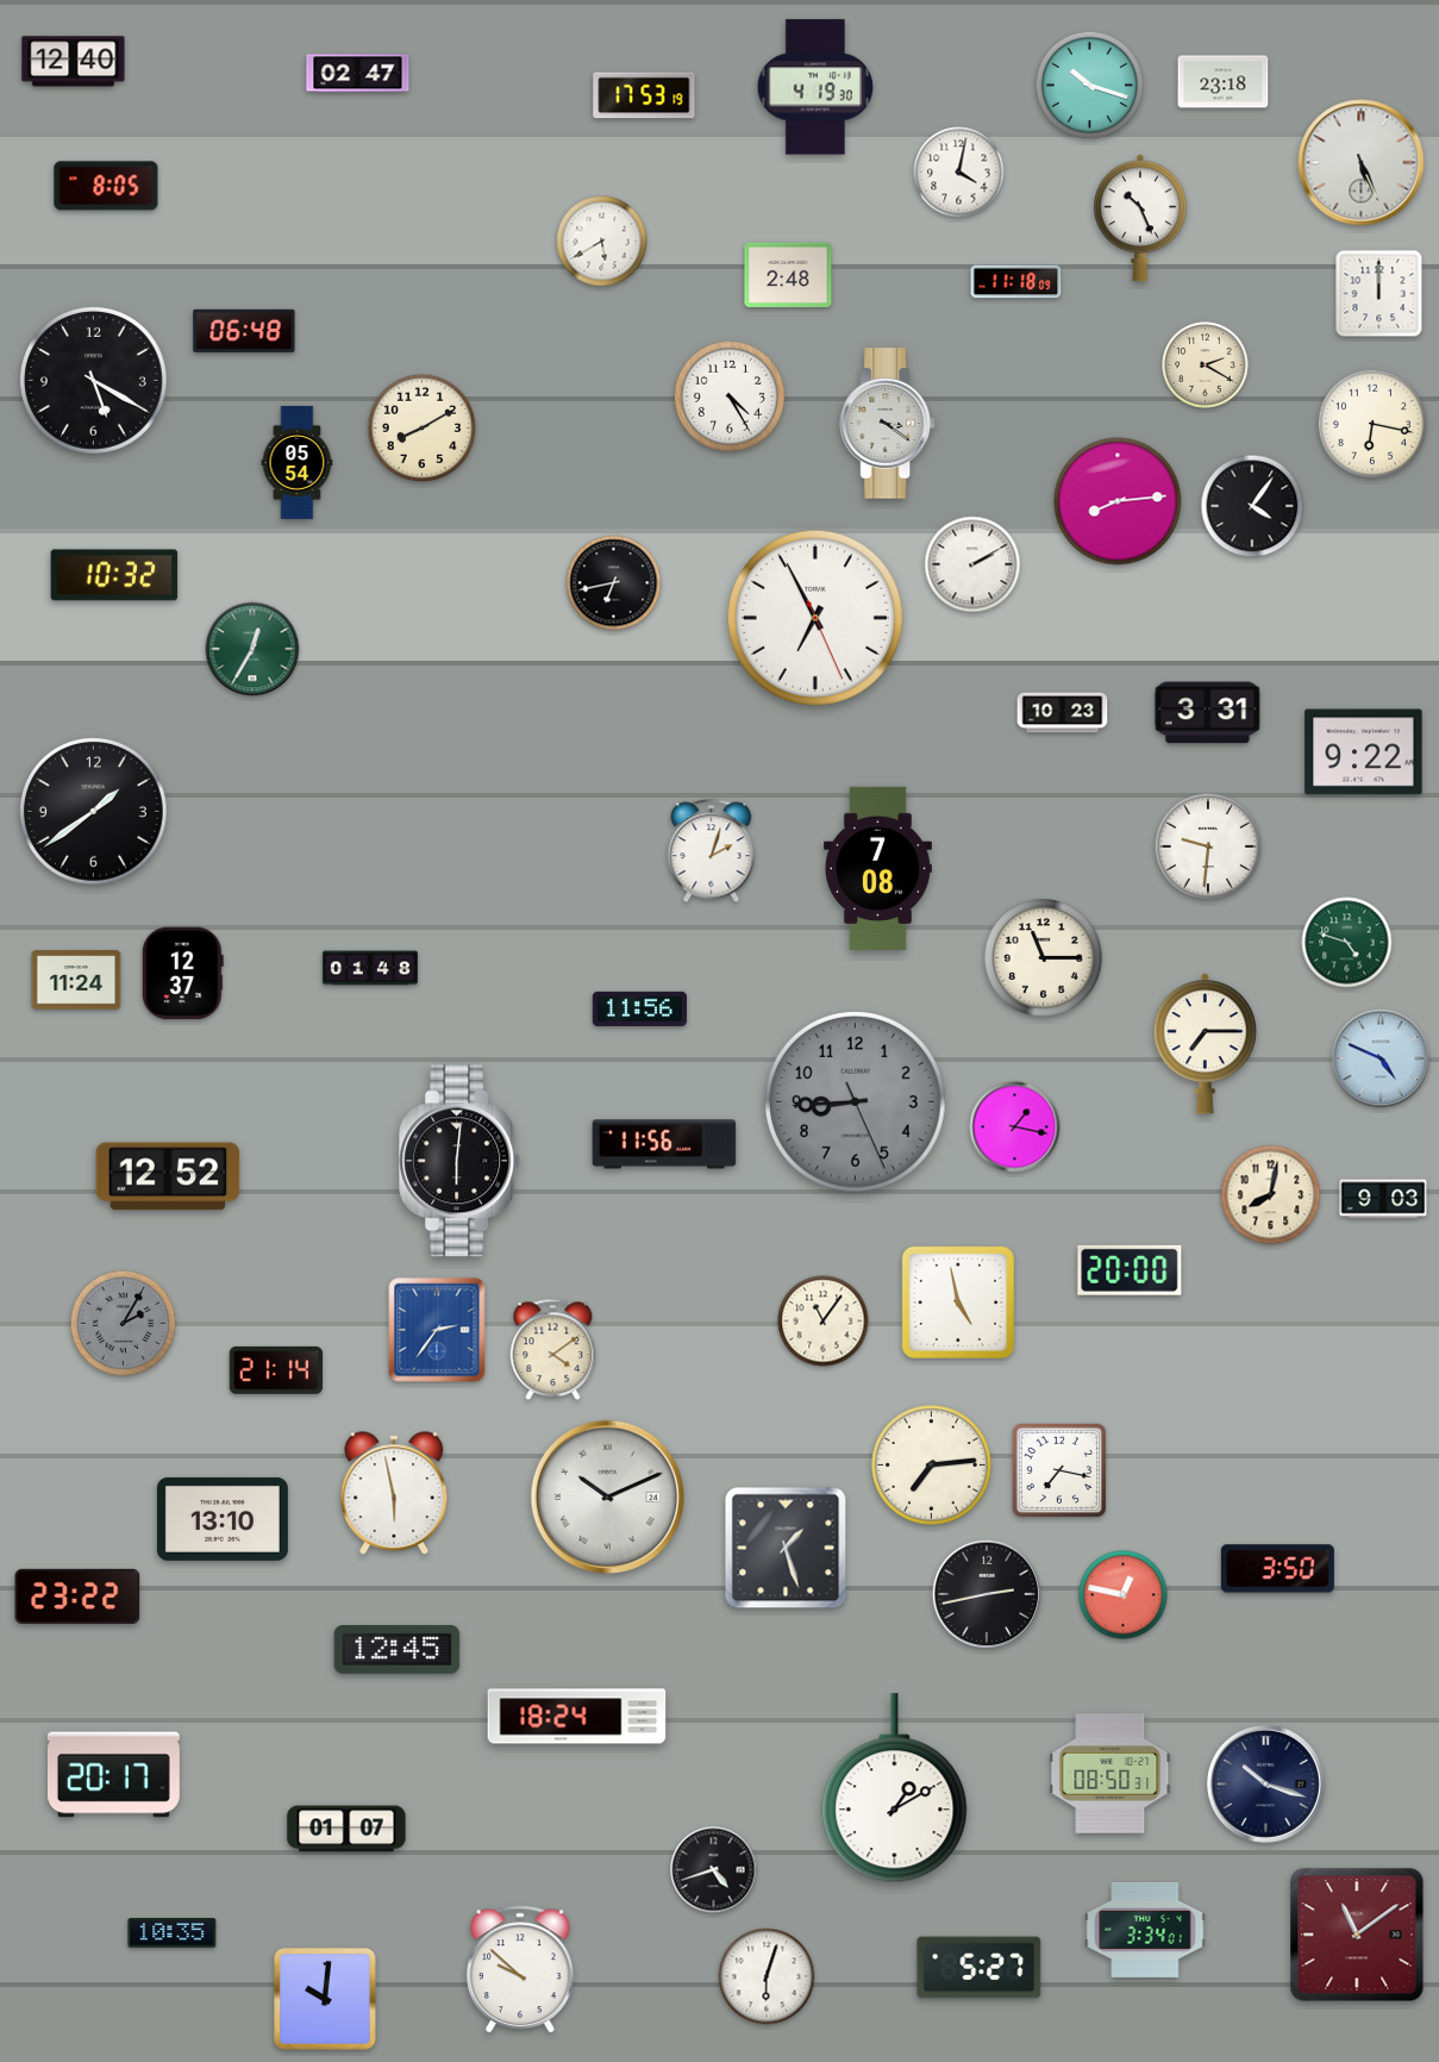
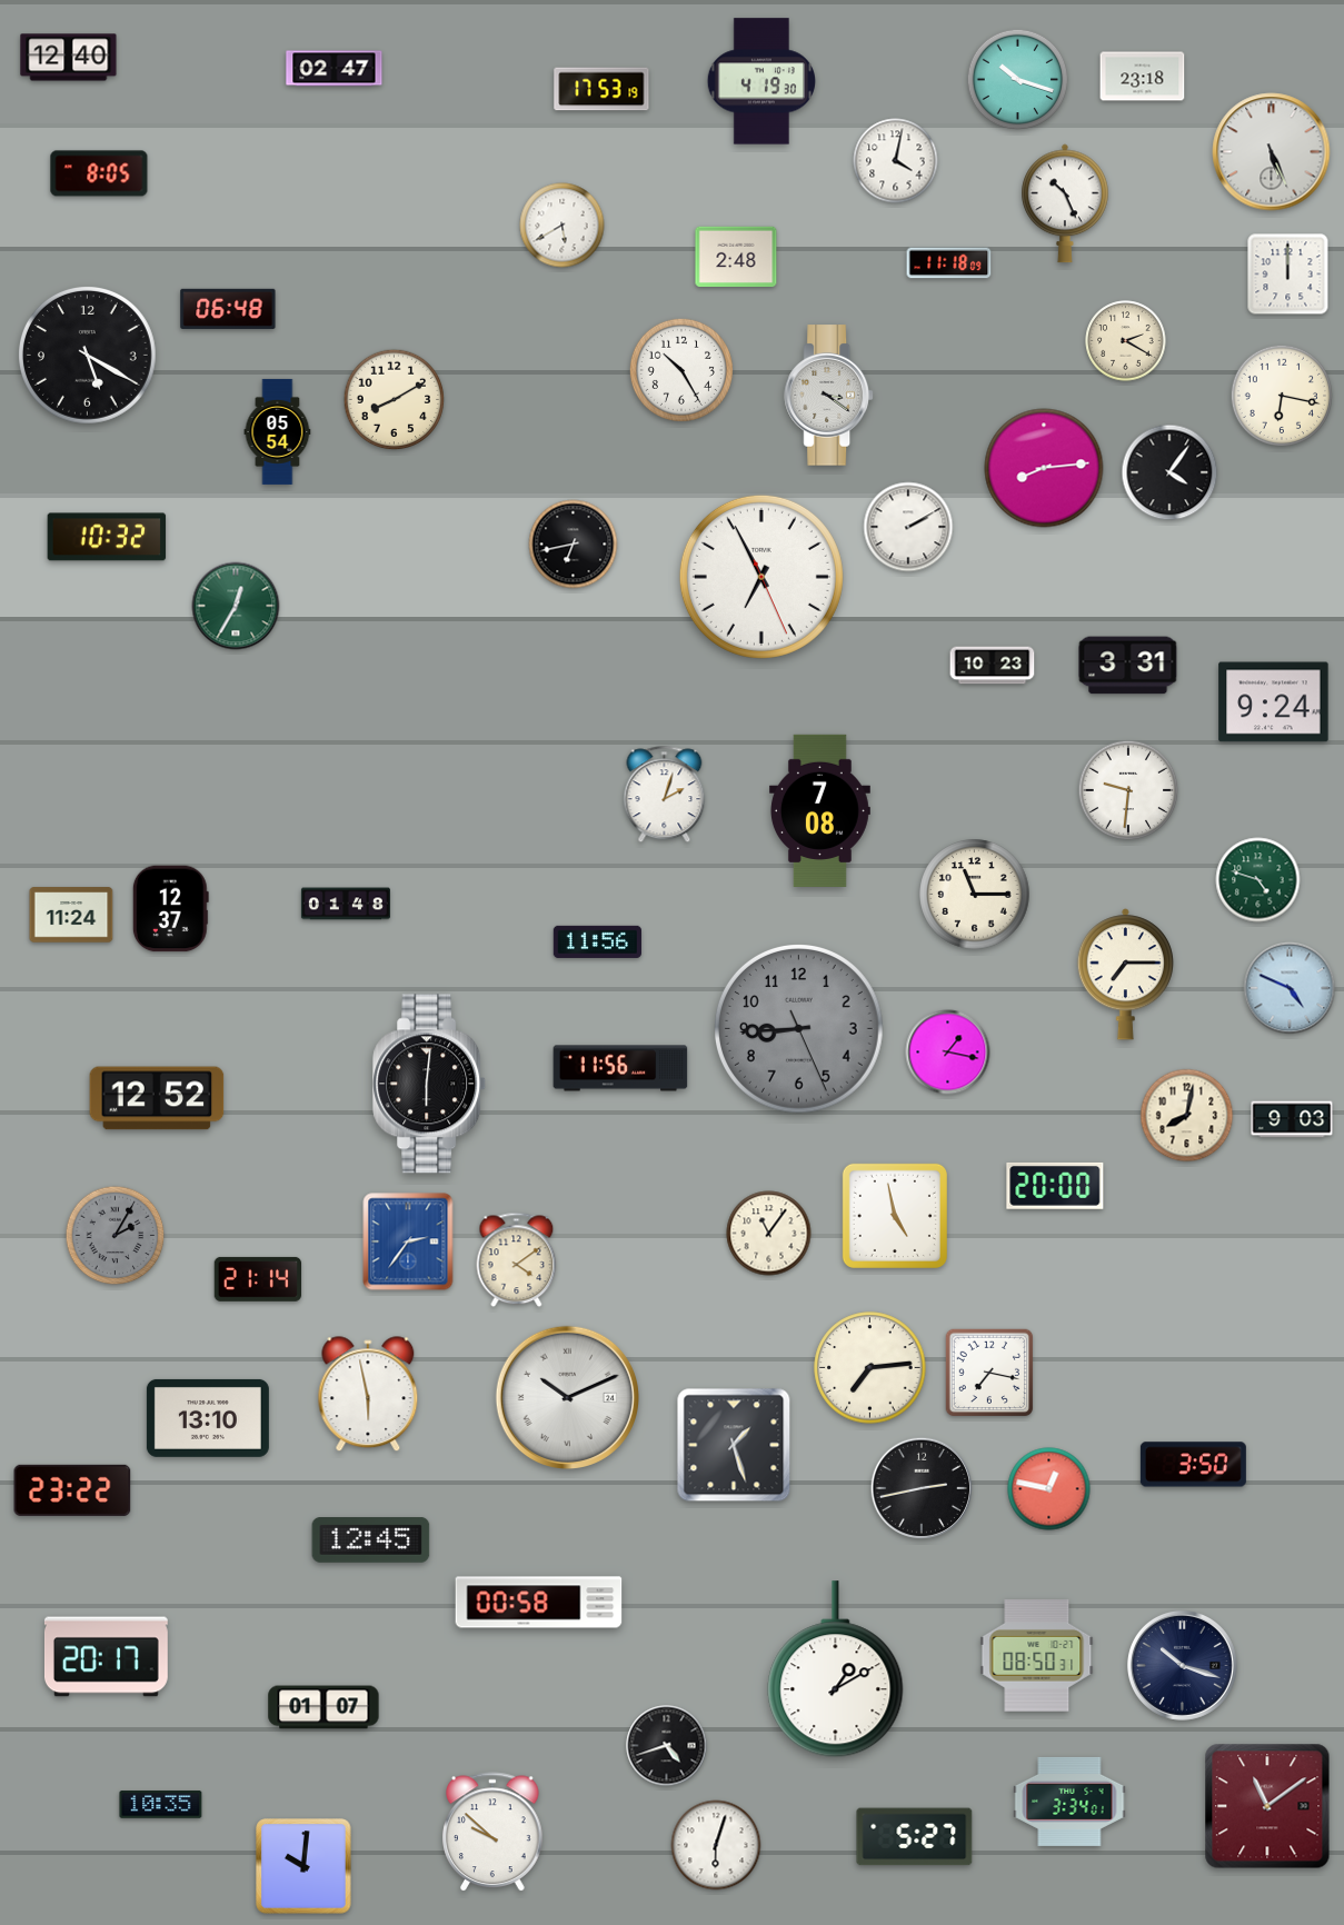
clock at (730, 396): 4:25 -> 10:25
clock at (1364, 752): 9:22 -> 9:24
clock at (93, 811): 1:39 -> none
clock at (577, 1717): 18:24 -> 00:58
clock at (520, 1970) position: (520, 1970) -> (492, 1833)
